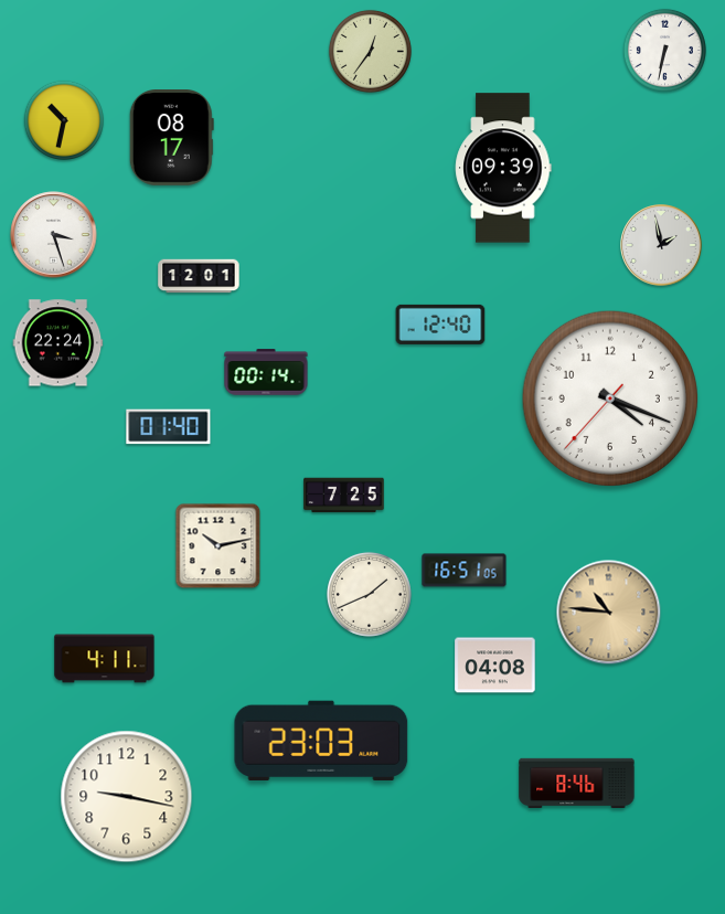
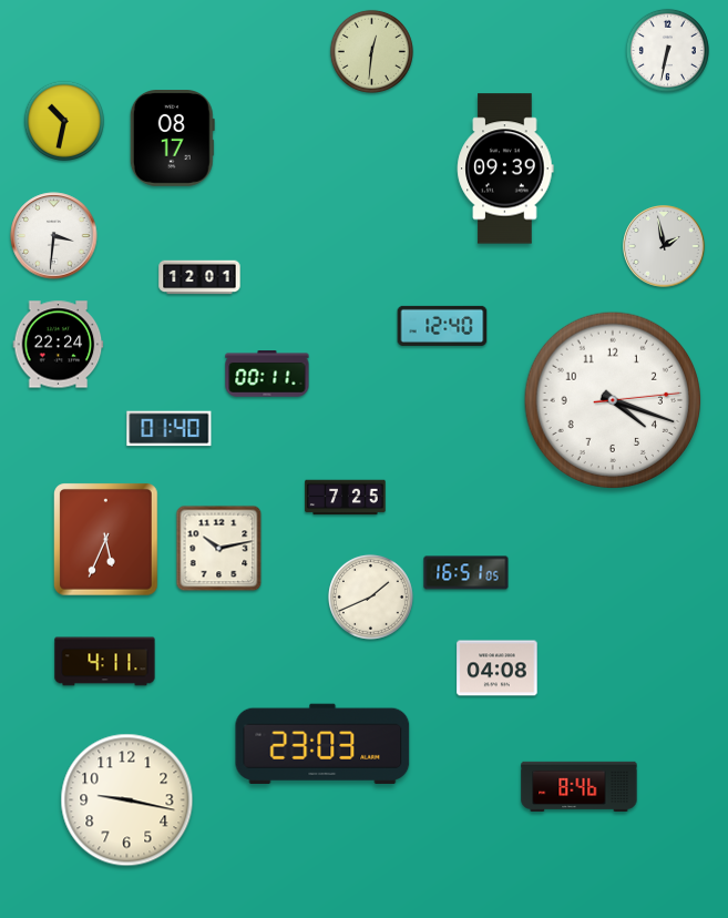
clock at (370, 51): 12:36 -> 12:31
clock at (54, 235): 3:27 -> 3:31
clock at (266, 372): 00:14 -> 00:11
clock at (610, 398): 4:18:37 -> 4:18:14
clock at (106, 540): none -> 5:34
clock at (609, 613): 10:46 -> none
